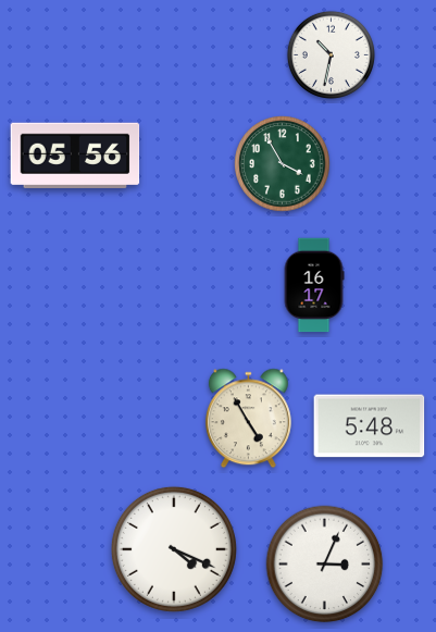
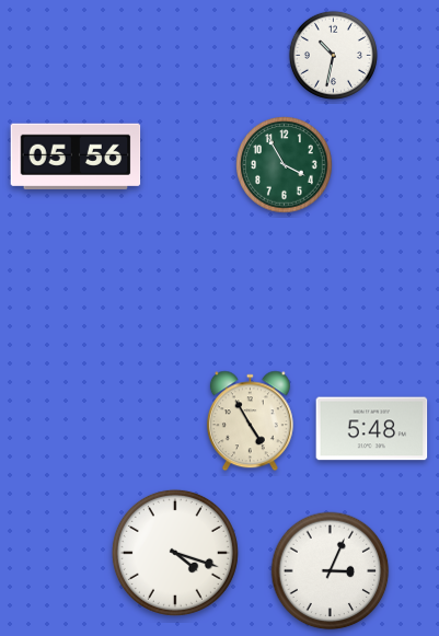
clock at (314, 285): 16:17 -> none
clock at (174, 549): 4:19 -> 4:18
clock at (325, 565) position: (325, 565) -> (331, 571)
